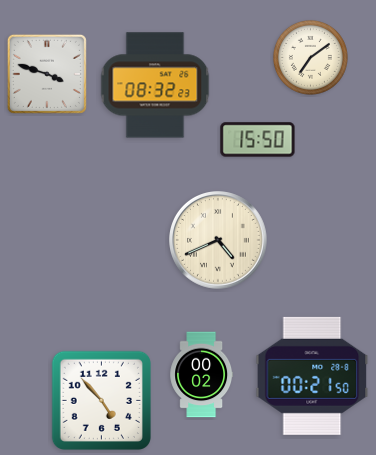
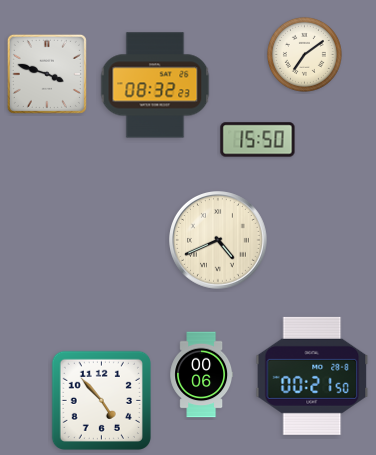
clock at (310, 57) position: (310, 57) -> (304, 54)
clock at (202, 375): 00:02 -> 00:06
